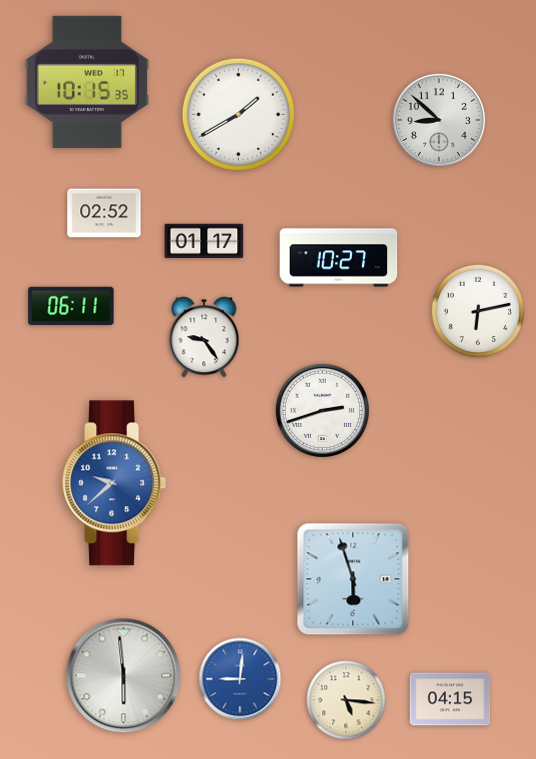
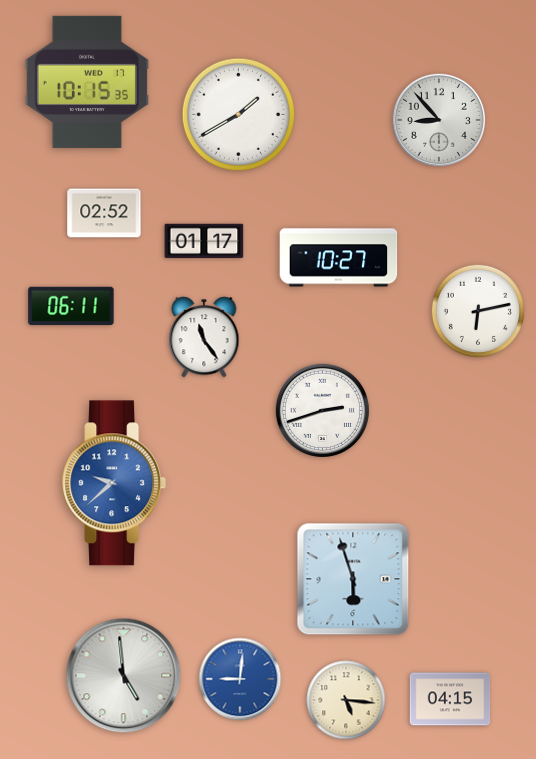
clock at (438, 119): 8:52 -> 8:53
clock at (204, 337): 9:24 -> 11:24
clock at (124, 676): 5:59 -> 4:59
